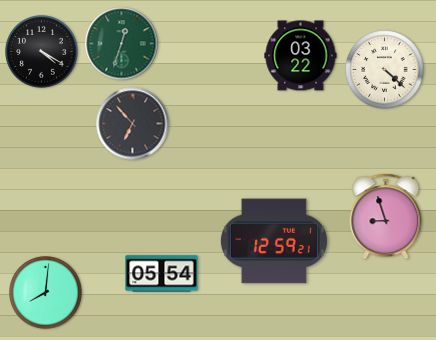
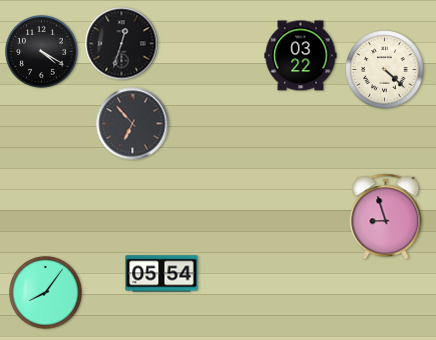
clock at (122, 44) dial: green -> black
clock at (274, 241): 12:59 -> none
clock at (46, 293): 8:01 -> 8:06
